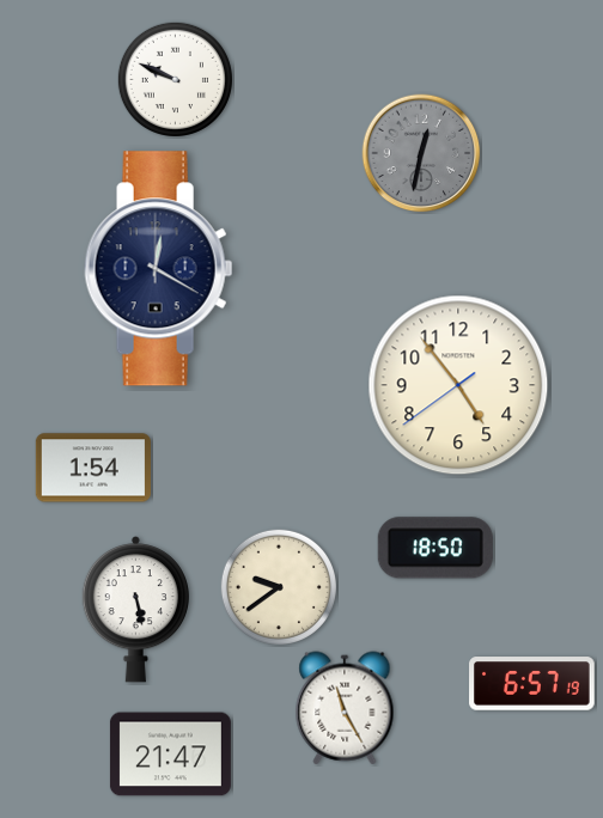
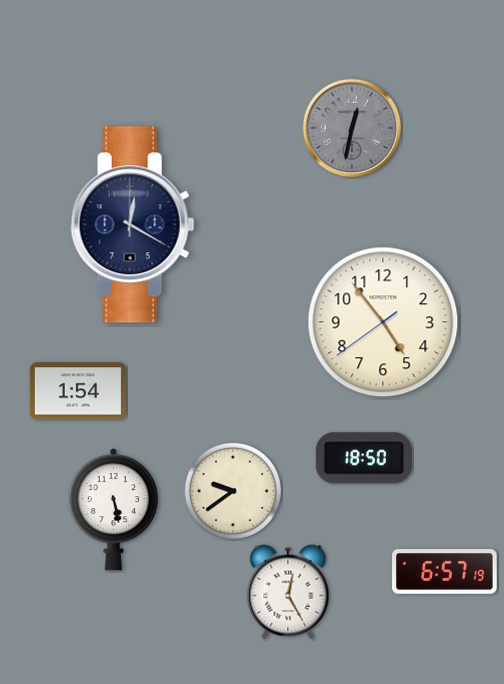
clock at (175, 79): 9:49 -> none
clock at (345, 708): 11:25 -> 12:25
clock at (170, 755): 21:47 -> none
